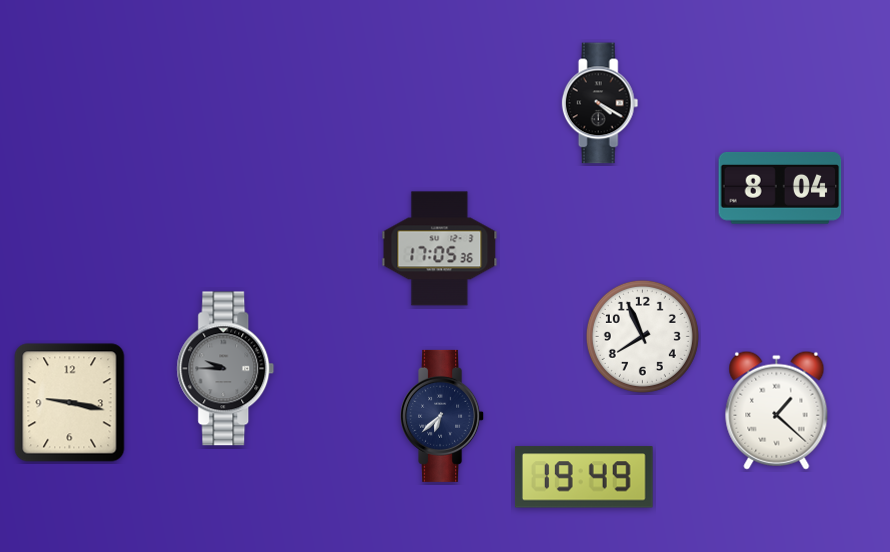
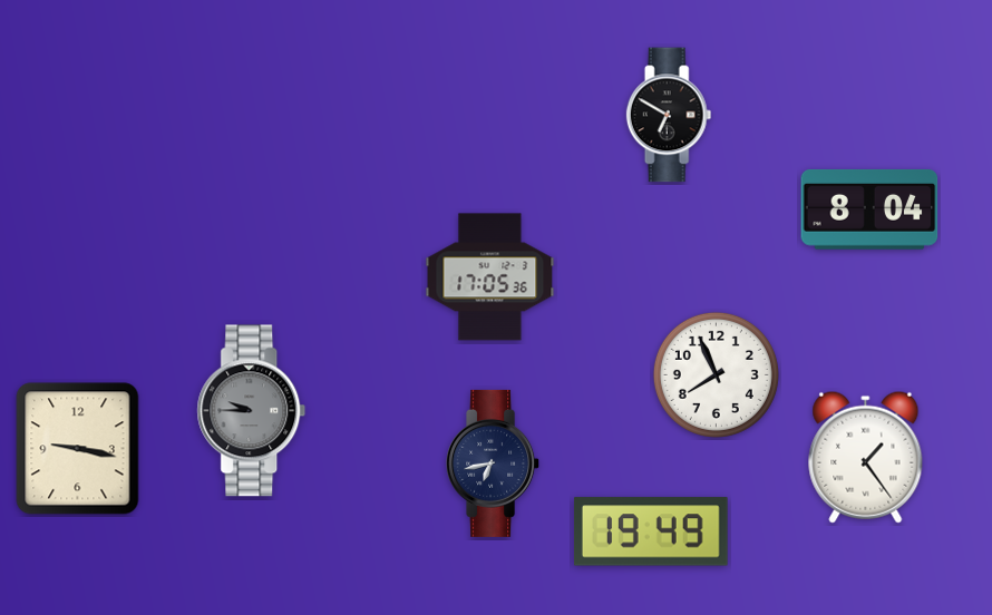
clock at (600, 103): 4:20 -> 6:50
clock at (777, 410): 1:22 -> 1:24
clock at (443, 416): 6:38 -> 6:43
